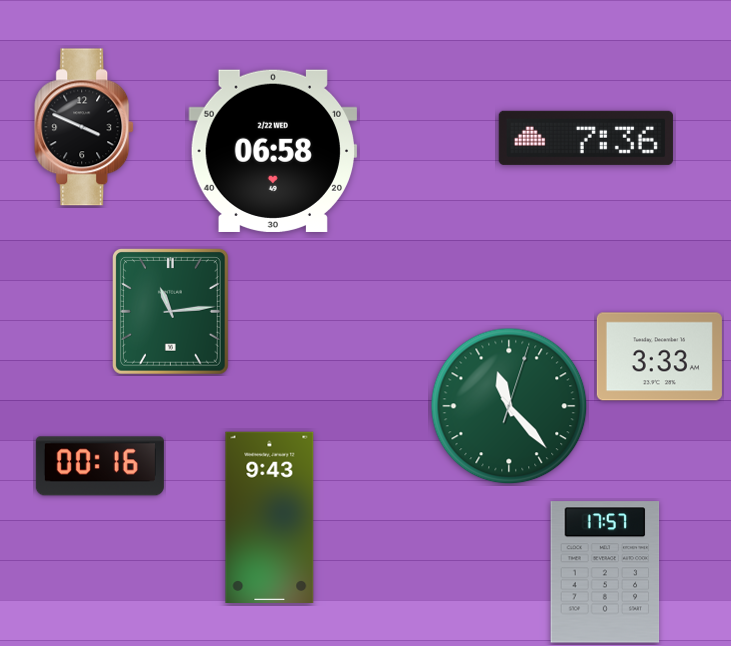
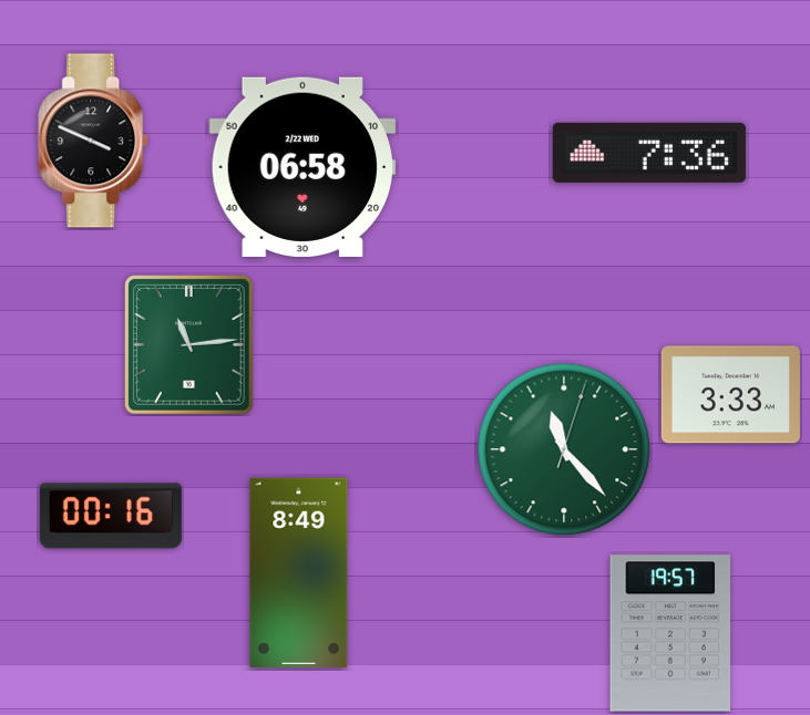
clock at (270, 518): 9:43 -> 8:49
clock at (605, 572): 17:57 -> 19:57
